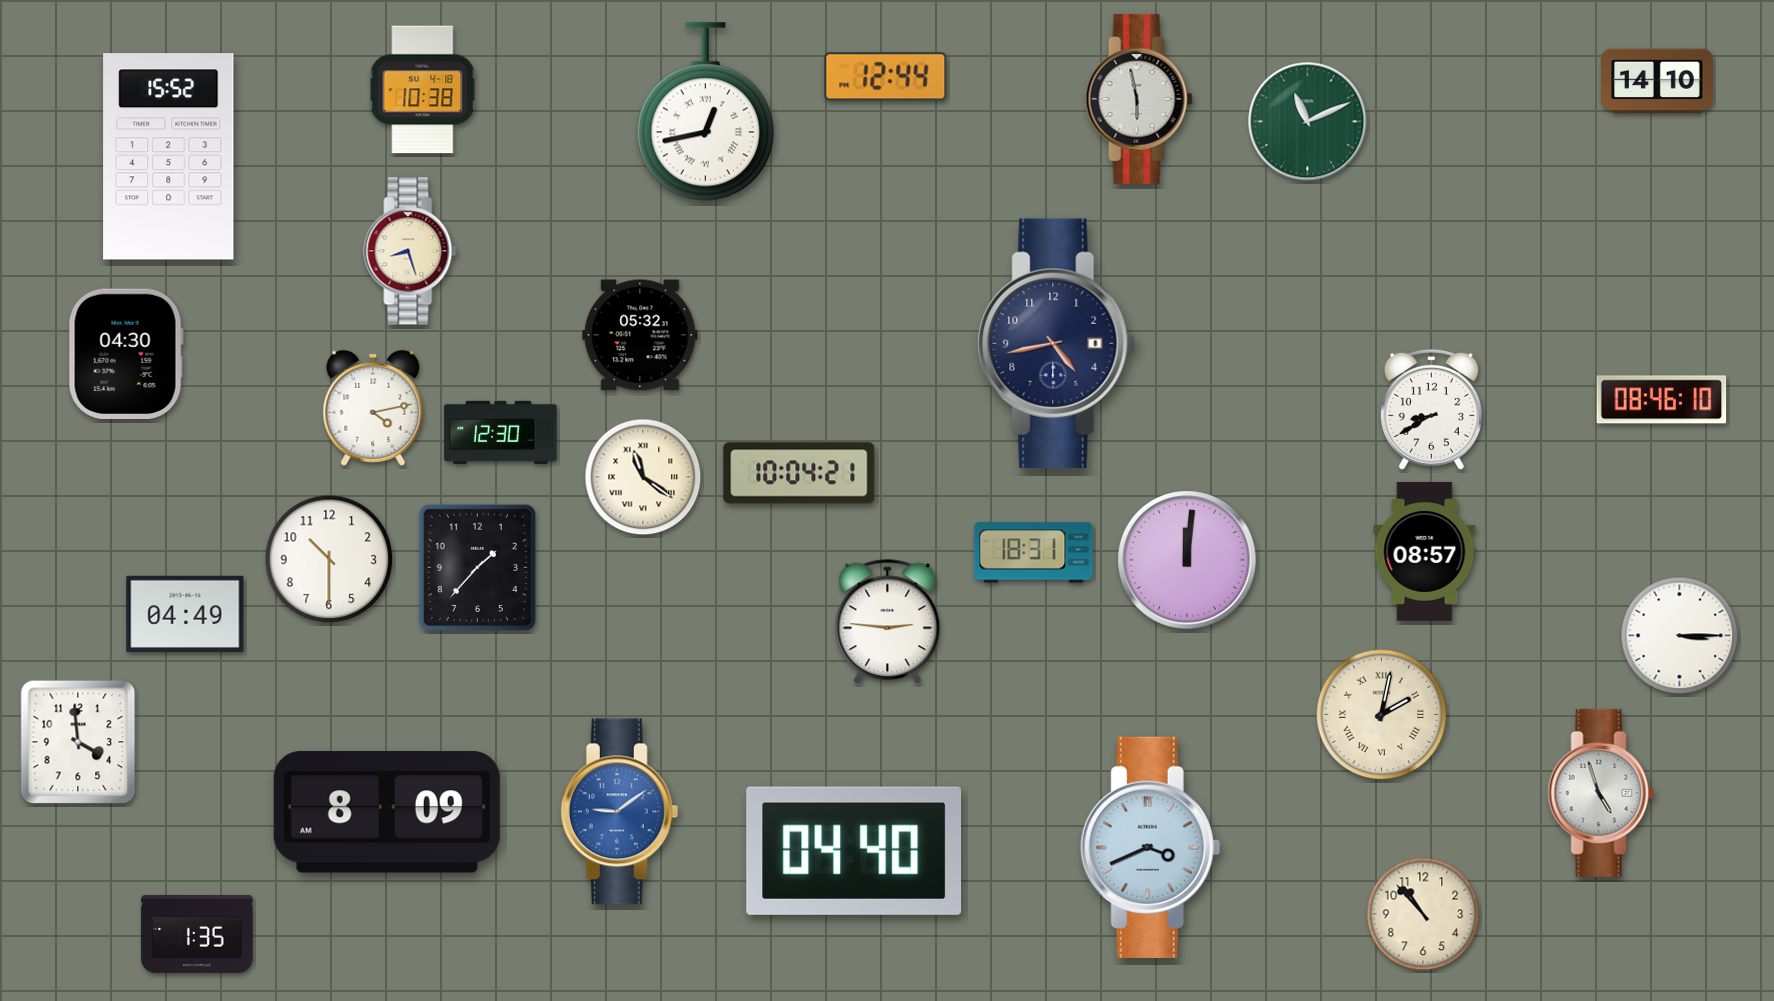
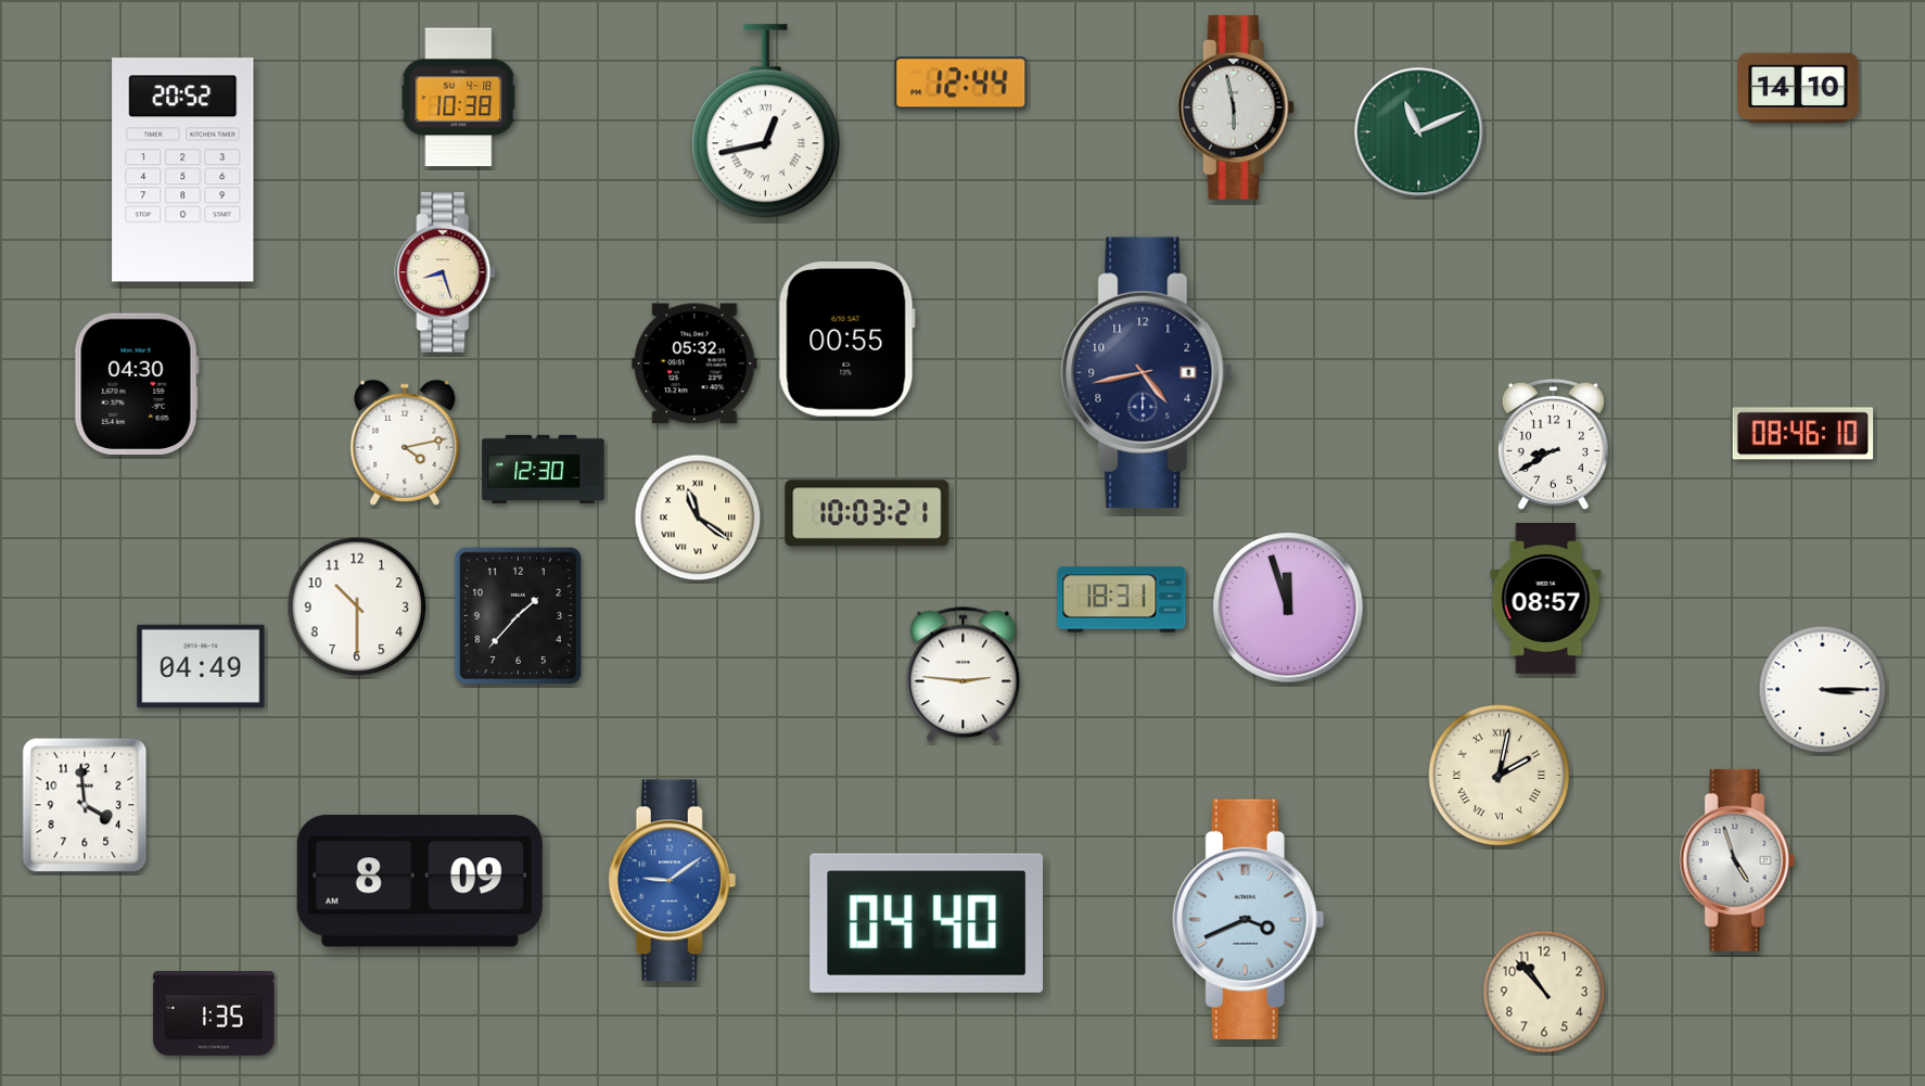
clock at (169, 157): 15:52 -> 20:52
clock at (846, 340): none -> 00:55
clock at (799, 473): 10:04 -> 10:03
clock at (1187, 560): 12:01 -> 11:57
